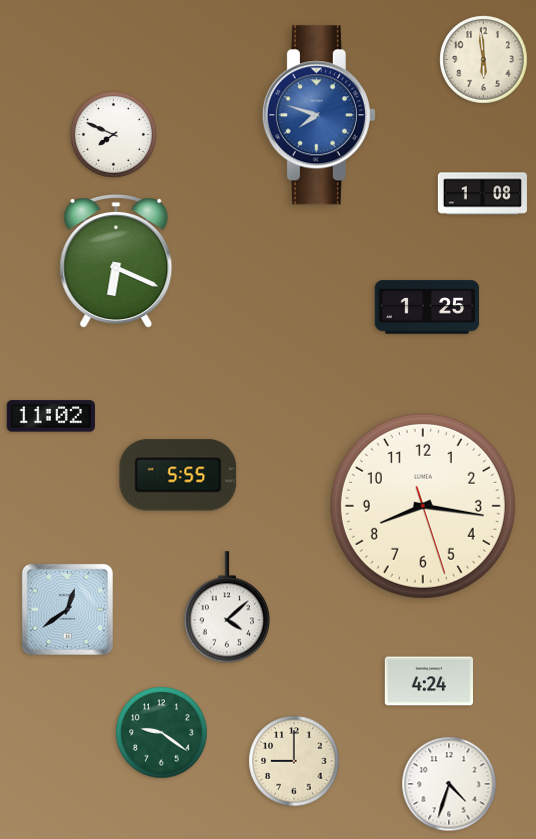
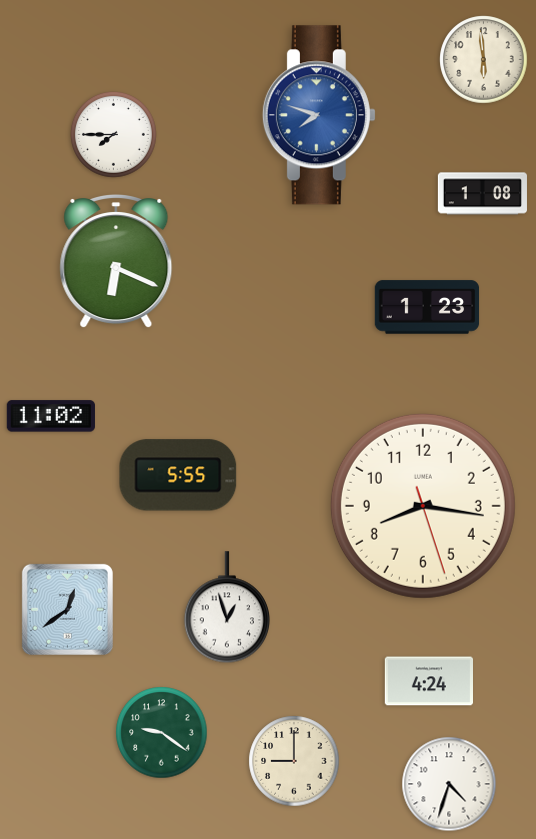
clock at (114, 135): 7:49 -> 7:45
clock at (427, 307): 1:25 -> 1:23
clock at (226, 608): 4:08 -> 12:57
